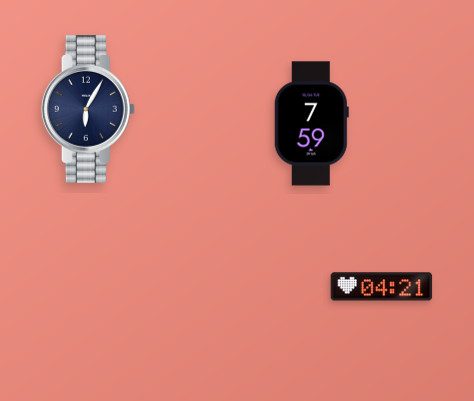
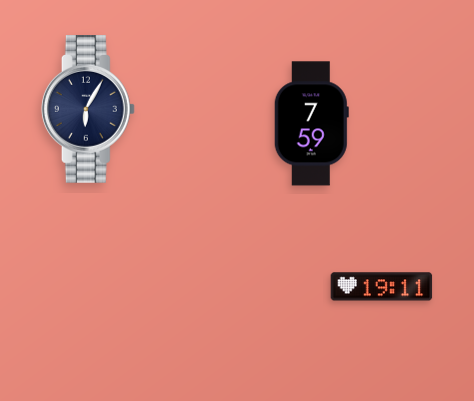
clock at (382, 287): 04:21 -> 19:11
